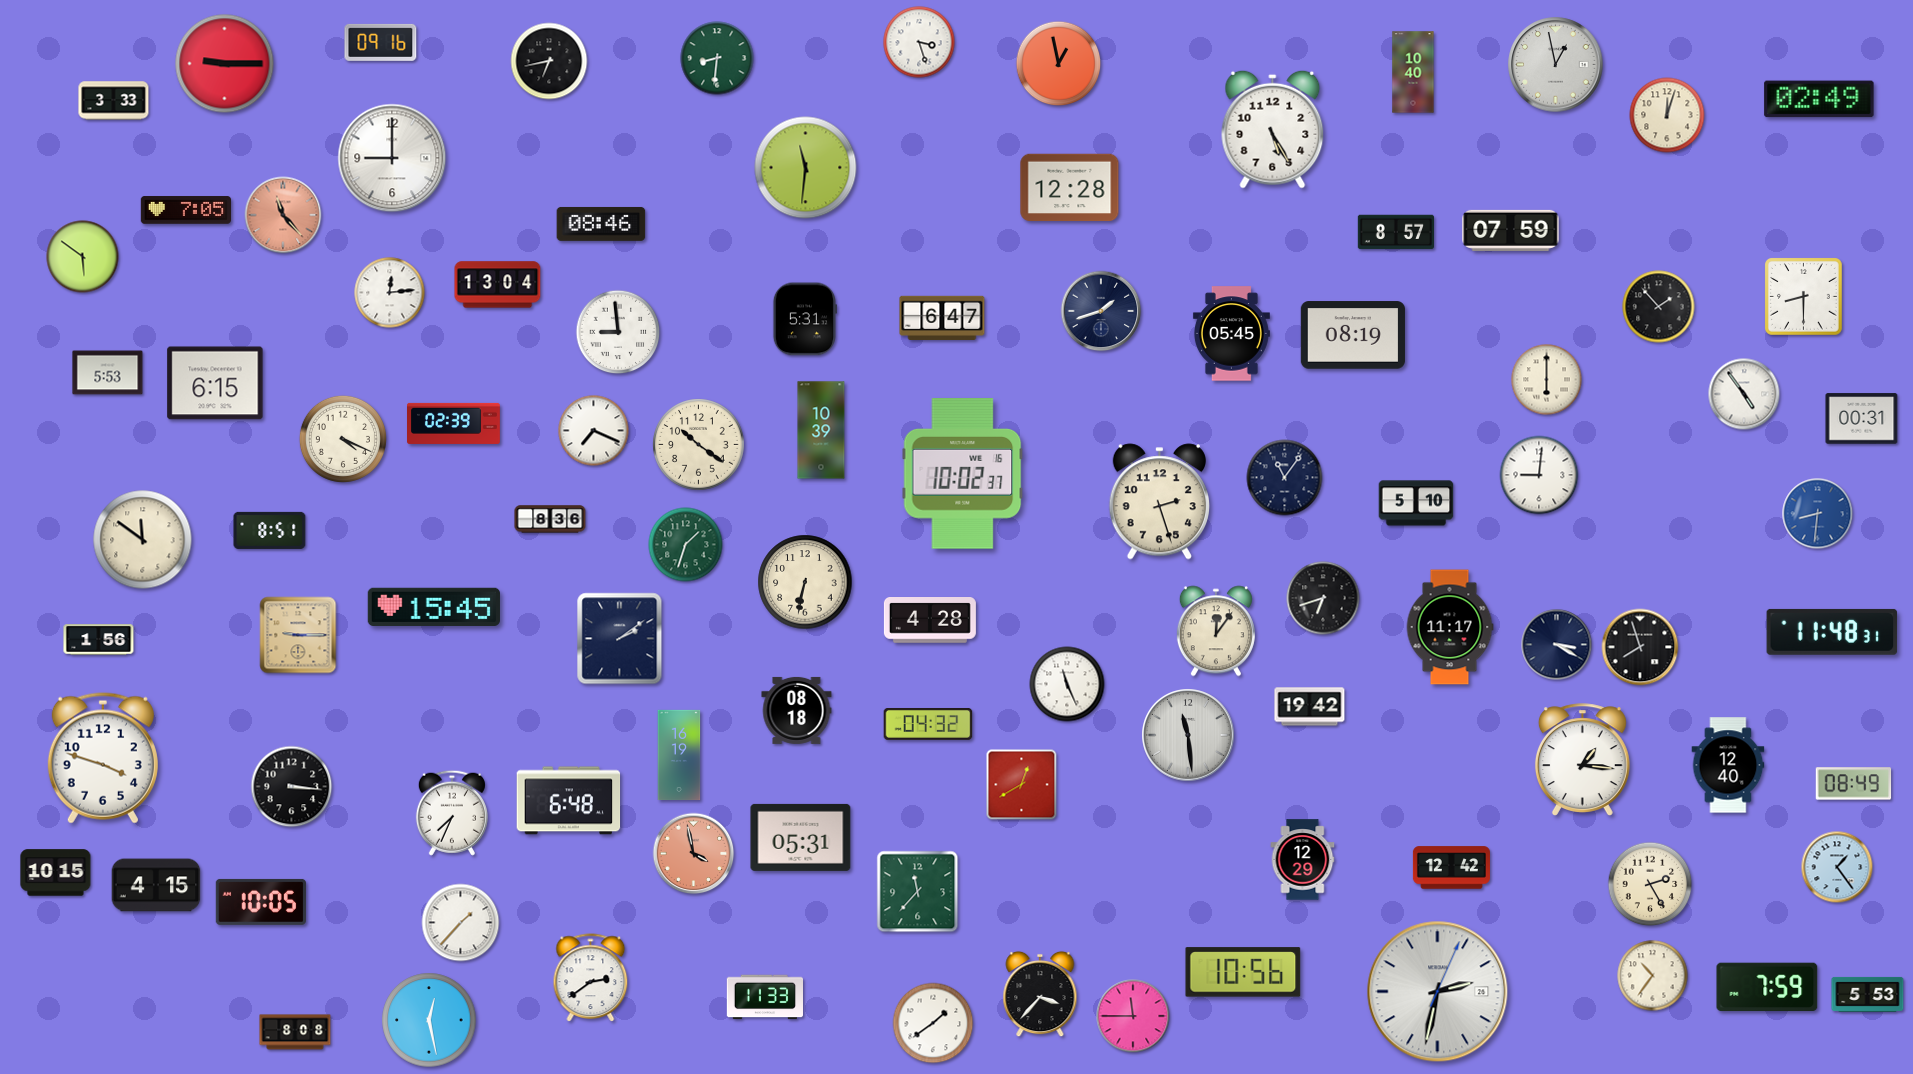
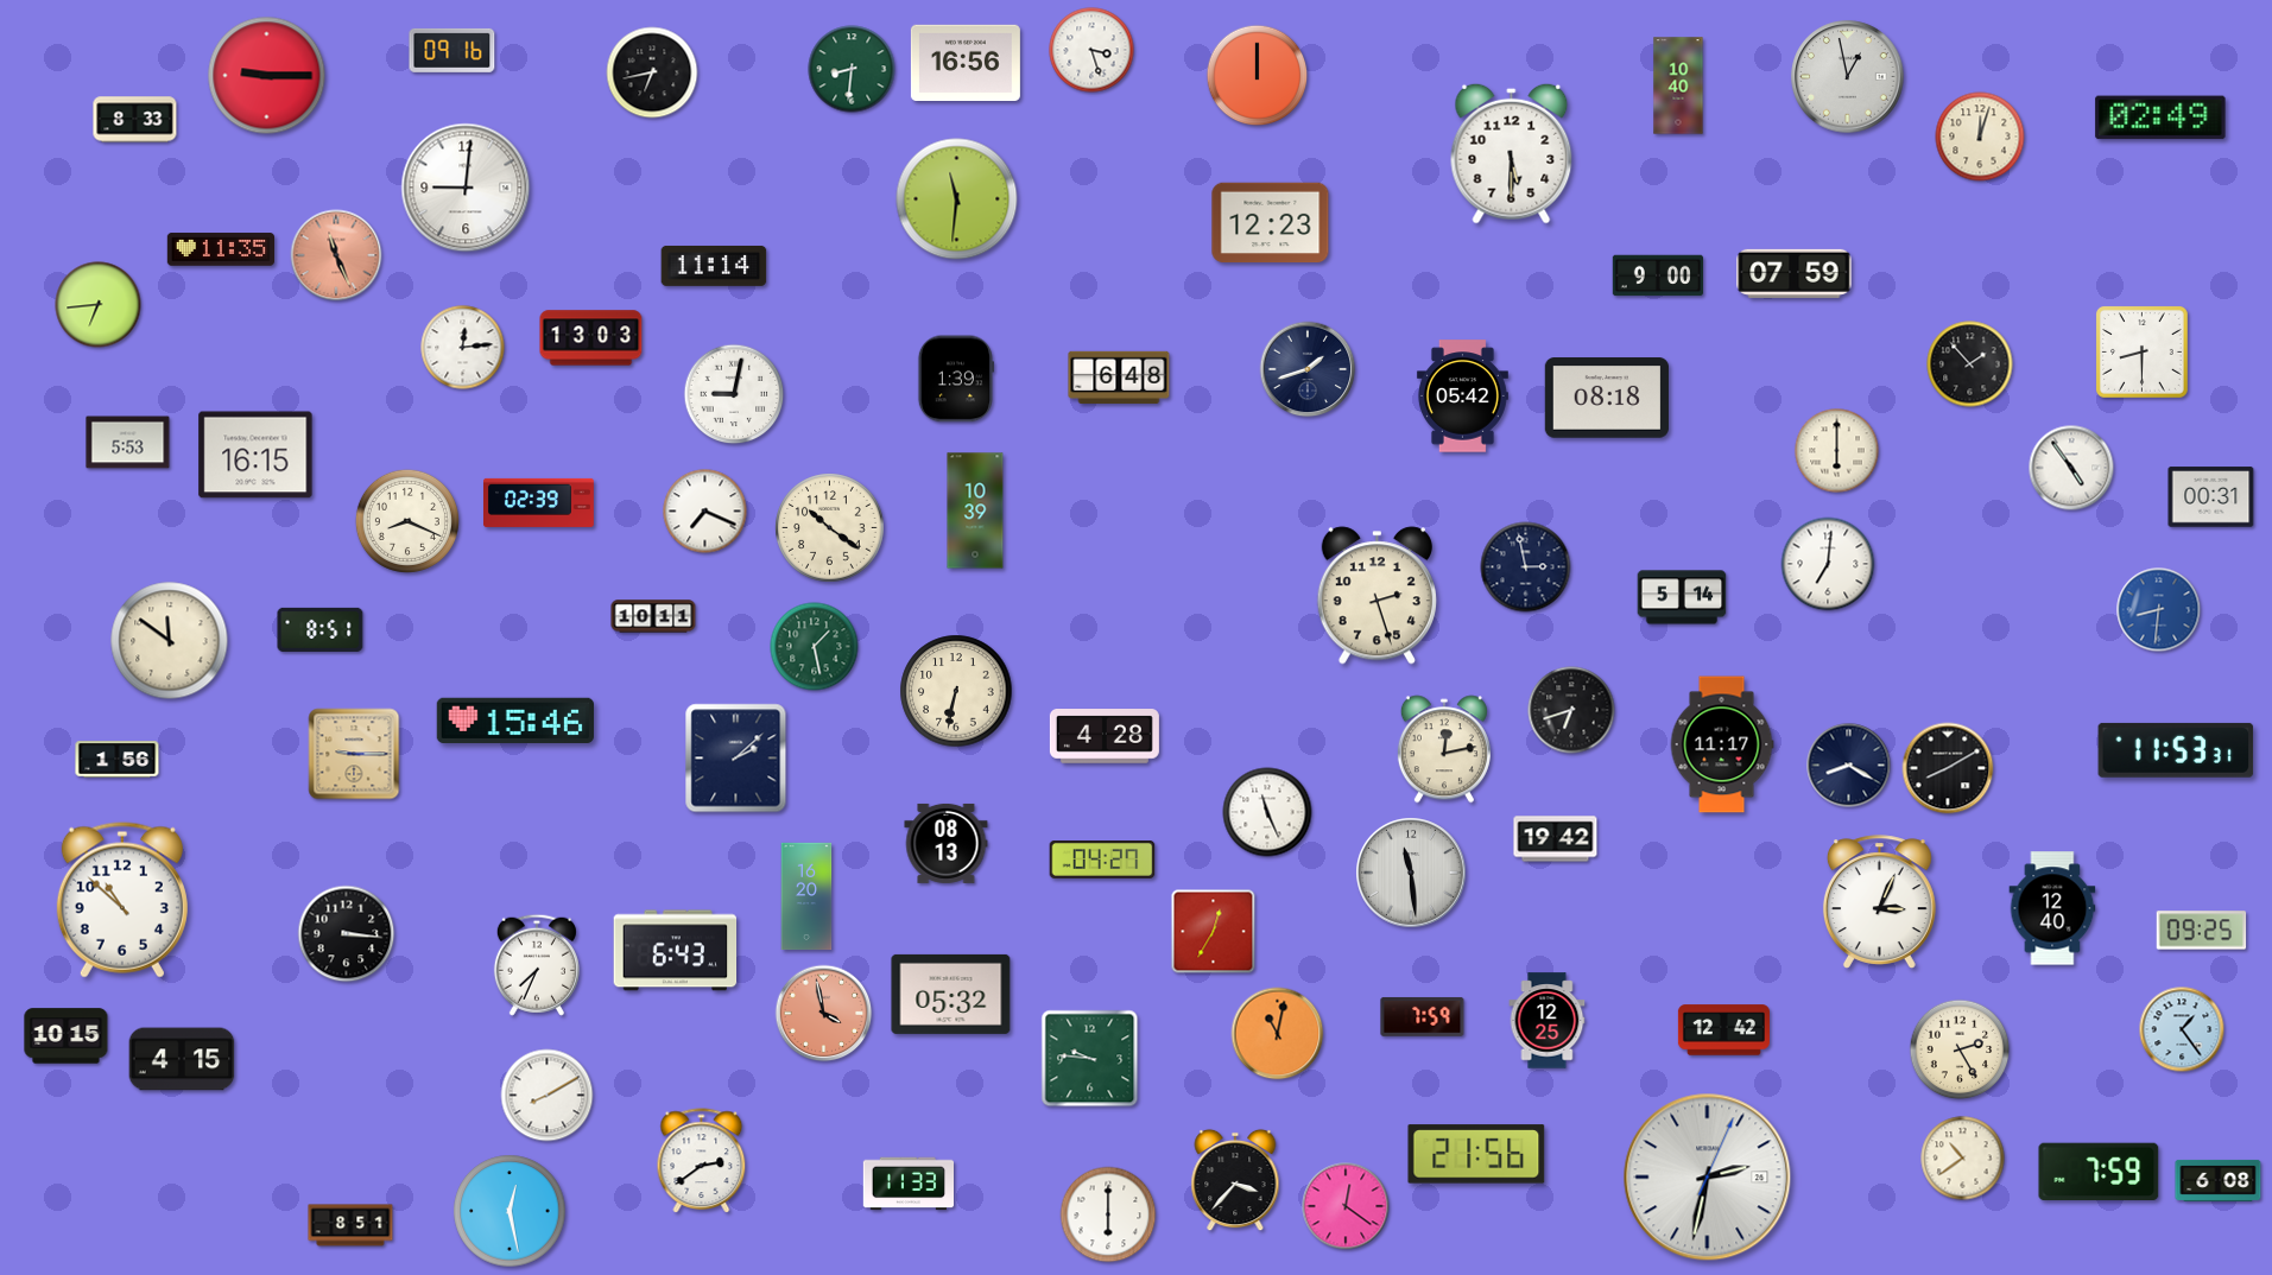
clock at (966, 62): none -> 16:56
clock at (1059, 64): 12:58 -> 12:00
clock at (114, 101): 3:33 -> 8:33
clock at (1273, 129): 5:25 -> 5:30
clock at (392, 158): 9:00 -> 9:01
clock at (1070, 188): 12:28 -> 12:23
clock at (185, 210): 7:05 -> 11:35
clock at (283, 215): 11:23 -> 11:26
clock at (601, 224): 08:46 -> 11:14
clock at (1395, 232): 8:57 -> 9:00
clock at (83, 257): 5:51 -> 6:44
clock at (498, 285): 13:04 -> 13:03
clock at (942, 318): 6:47 -> 6:48
clock at (804, 319): 5:31 -> 1:39
clock at (618, 332): 8:59 -> 9:02
clock at (1231, 334): 05:45 -> 05:42
clock at (1353, 335): 08:19 -> 08:18
clock at (215, 383): 6:15 -> 16:15
clock at (343, 439): 4:19 -> 8:19
clock at (963, 474): 10:02 -> none
clock at (1539, 475): 9:01 -> 7:01
clock at (1285, 478): 11:06 -> 2:58
clock at (1416, 503): 5:10 -> 5:14
clock at (550, 519): 8:36 -> 10:11
clock at (686, 545): 1:33 -> 1:28
clock at (434, 607): 15:45 -> 15:46
clock at (1216, 631): 12:06 -> 12:13
clock at (1832, 632): 11:48 -> 11:53
clock at (620, 639): 2:09 -> 2:08
clock at (1557, 645): 3:20 -> 8:20
clock at (1640, 647): 7:57 -> 8:10
clock at (797, 710): 08:18 -> 08:13
clock at (928, 725): 04:32 -> 04:27
clock at (679, 755): 16:19 -> 16:20
clock at (103, 758): 3:48 -> 10:52
clock at (1582, 760): 1:16 -> 3:04
clock at (1854, 784): 08:49 -> 09:25
clock at (1022, 785): 12:40 -> 12:35
clock at (569, 801): 6:48 -> 6:43
clock at (801, 837): 05:31 -> 05:32
clock at (1423, 1016): none -> 7:59
clock at (1303, 860): 12:29 -> 12:25
clock at (1278, 1034): none -> 11:02
clock at (156, 885) position: (156, 885) -> (182, 1059)
clock at (918, 892): 11:37 -> 9:46
clock at (261, 902): 10:05 -> none
clock at (461, 923): 1:37 -> 8:10
clock at (1243, 972): 10:56 -> 21:56
clock at (1653, 976): 10:36 -> 10:39
clock at (1868, 994): 5:53 -> 6:08
clock at (1133, 1016): 11:45 -> 12:21
clock at (933, 1023): 1:39 -> 6:00
clock at (295, 1032): 8:08 -> 8:51
